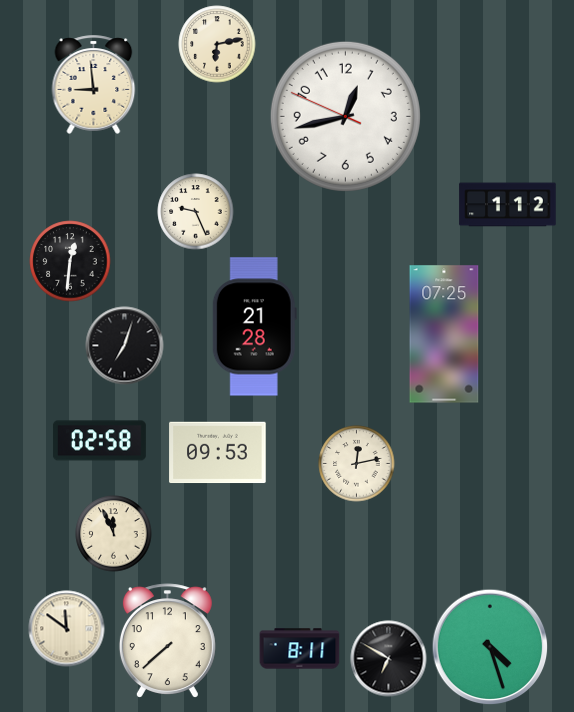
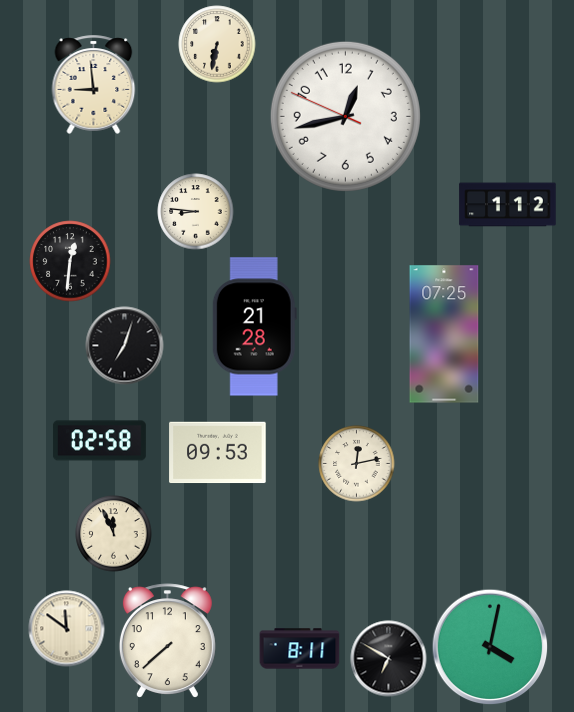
clock at (217, 44): 6:13 -> 6:32
clock at (196, 212): 9:26 -> 8:46
clock at (490, 647): 4:27 -> 4:02
